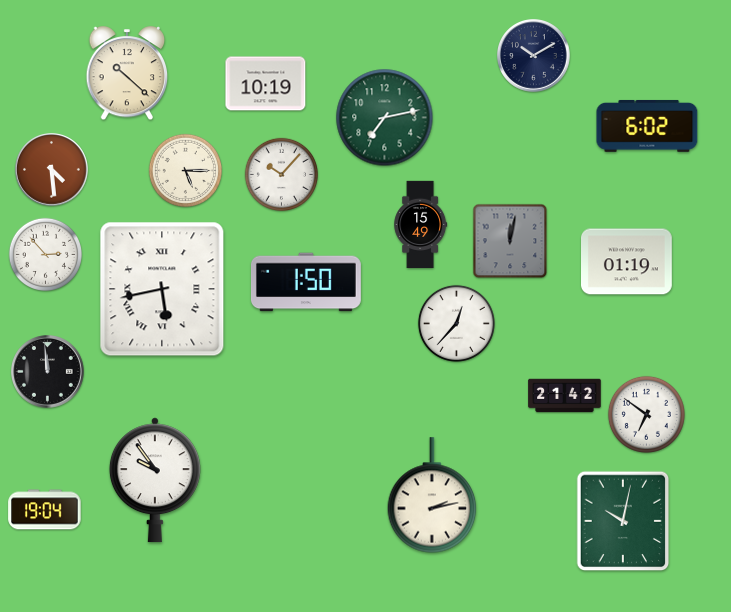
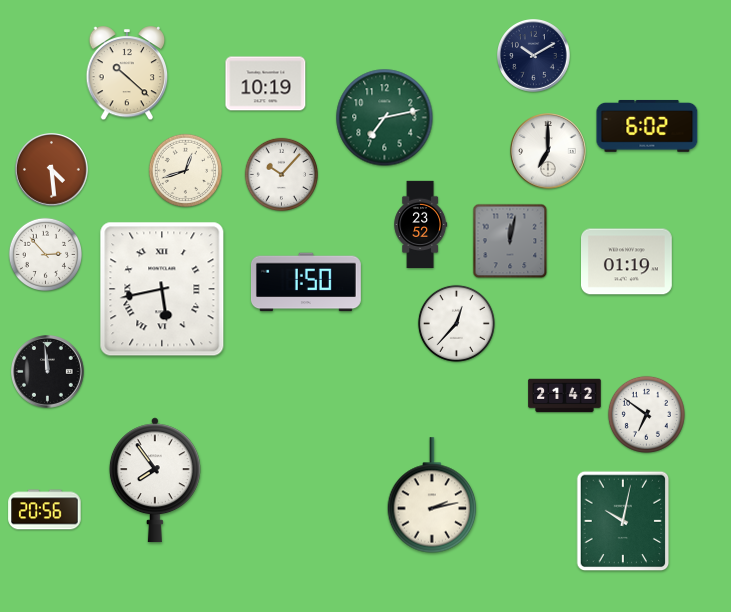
clock at (548, 151): none -> 7:00
clock at (185, 170): 5:15 -> 12:42
clock at (421, 224): 15:49 -> 23:52
clock at (155, 480): 9:54 -> 7:54
clock at (45, 510): 19:04 -> 20:56
